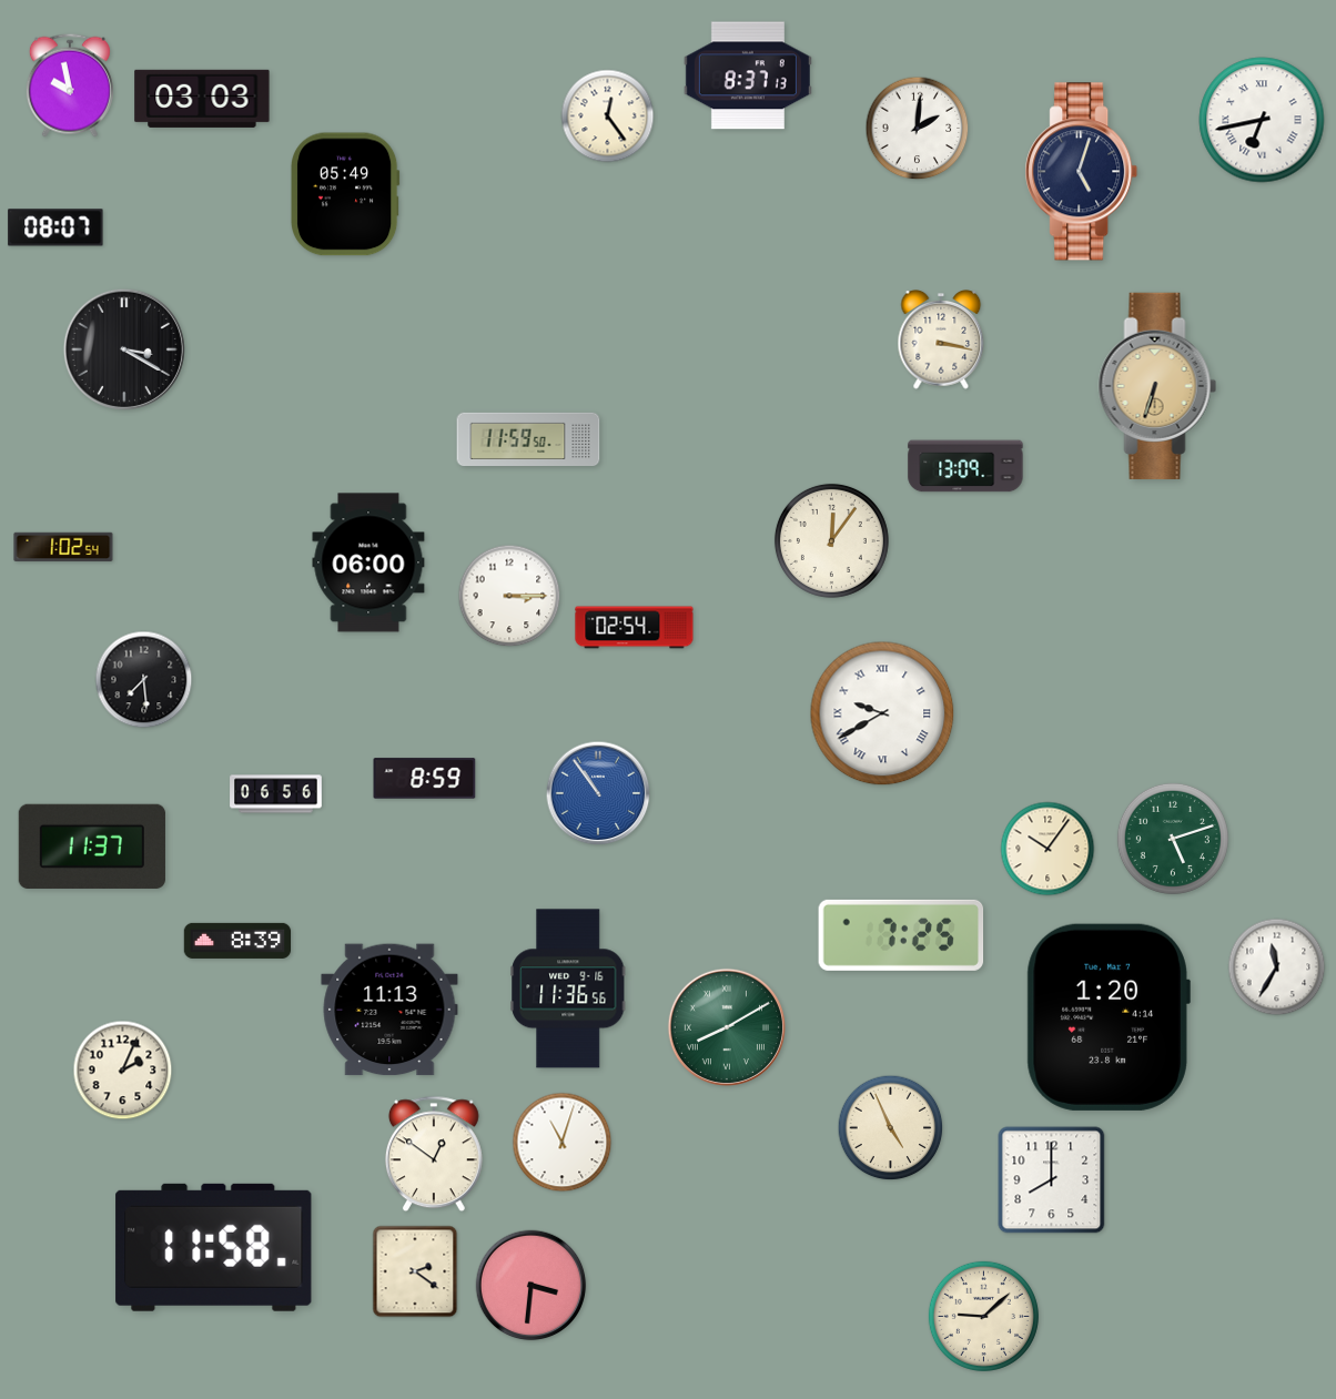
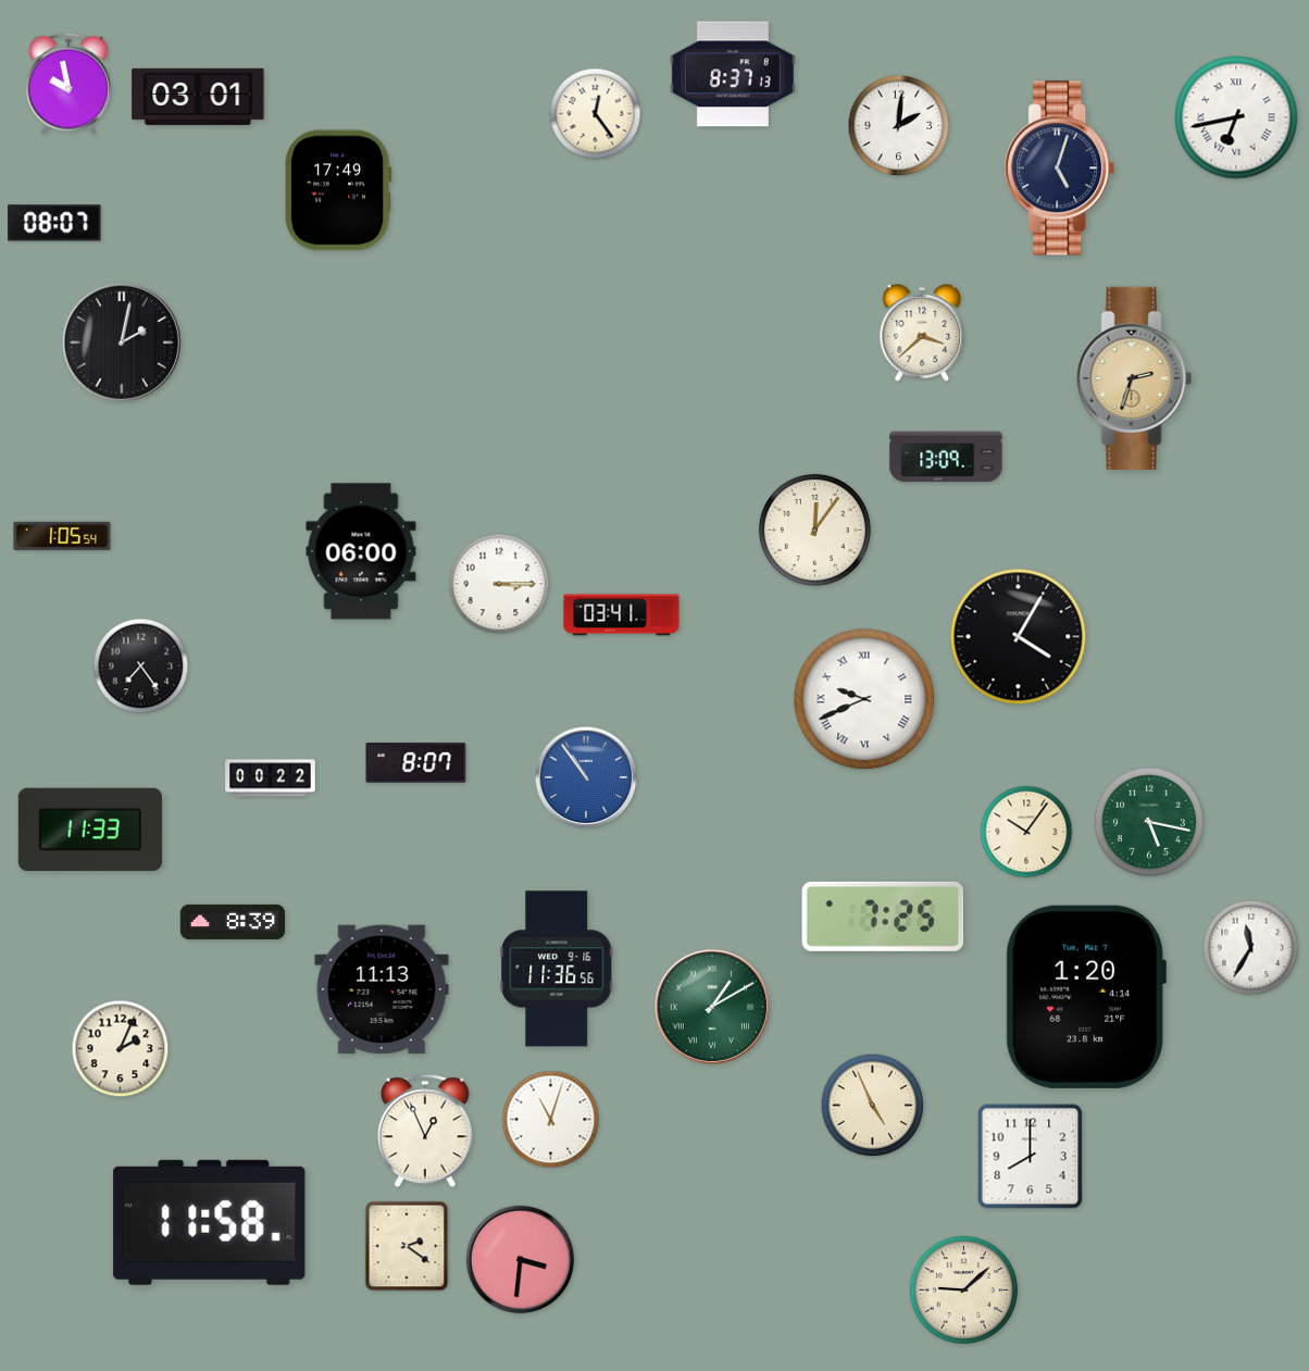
clock at (202, 99): 03:03 -> 03:01
clock at (346, 194): 05:49 -> 17:49
clock at (941, 341): 3:17 -> 3:38
clock at (124, 349): 3:20 -> 2:02
clock at (1157, 386): 6:33 -> 2:33
clock at (528, 438): 11:59 -> none
clock at (63, 547): 1:02 -> 1:05
clock at (635, 628): 02:54 -> 03:41
clock at (1019, 637): none -> 4:05
clock at (144, 680): 7:29 -> 7:24
clock at (882, 713): 9:40 -> 9:41
clock at (425, 779): 8:59 -> 8:07
clock at (276, 794): 06:56 -> 00:22
clock at (1173, 839): 5:12 -> 5:17
clock at (92, 847): 11:37 -> 11:33
clock at (727, 1027): 8:10 -> 1:10
clock at (434, 1154): 12:51 -> 12:56
